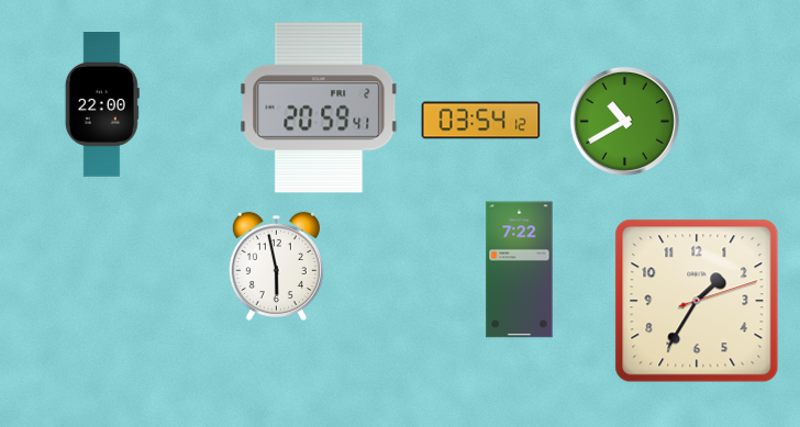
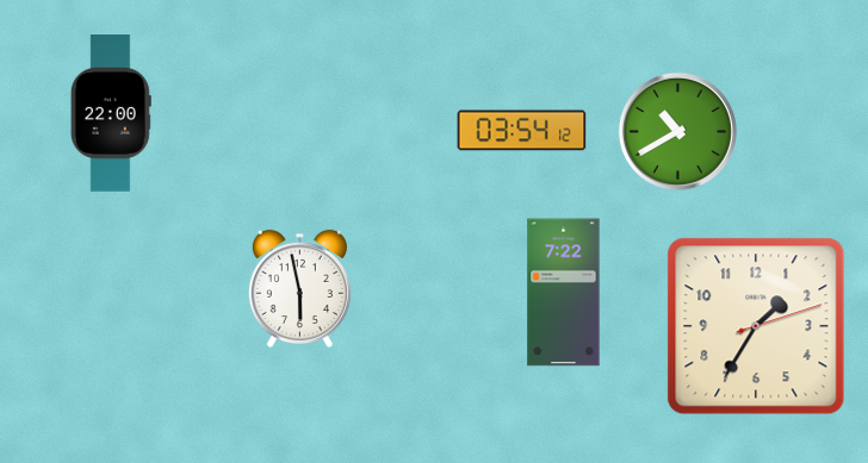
clock at (319, 108): 20:59 -> none
